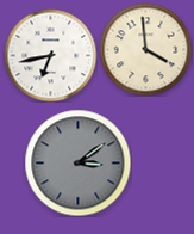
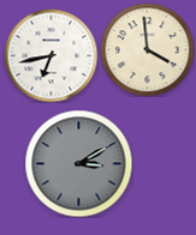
clock at (77, 162): 3:09 -> 3:10
